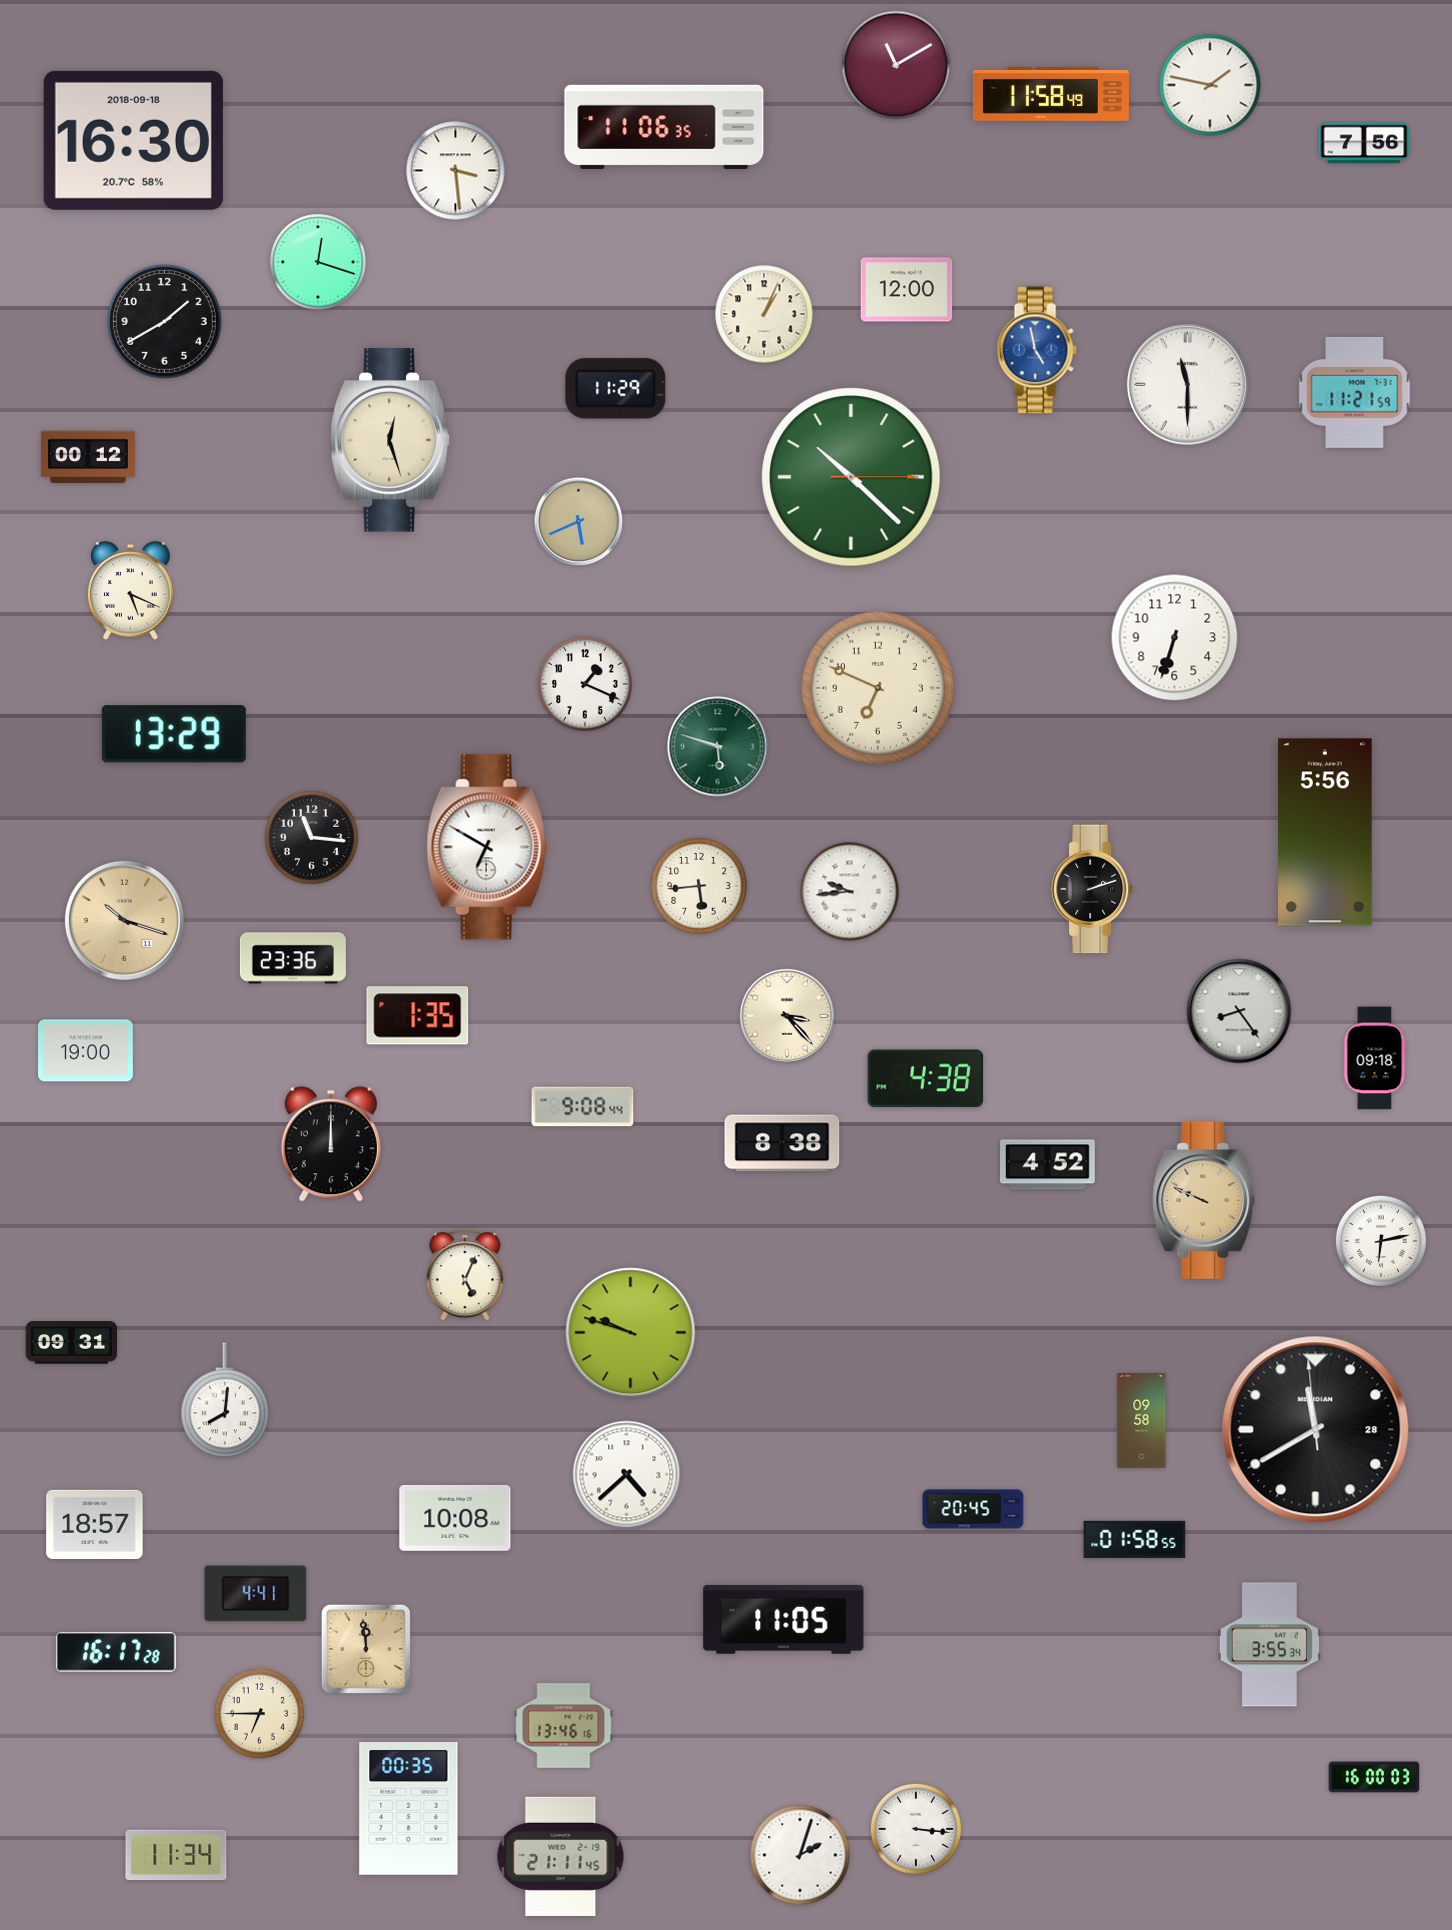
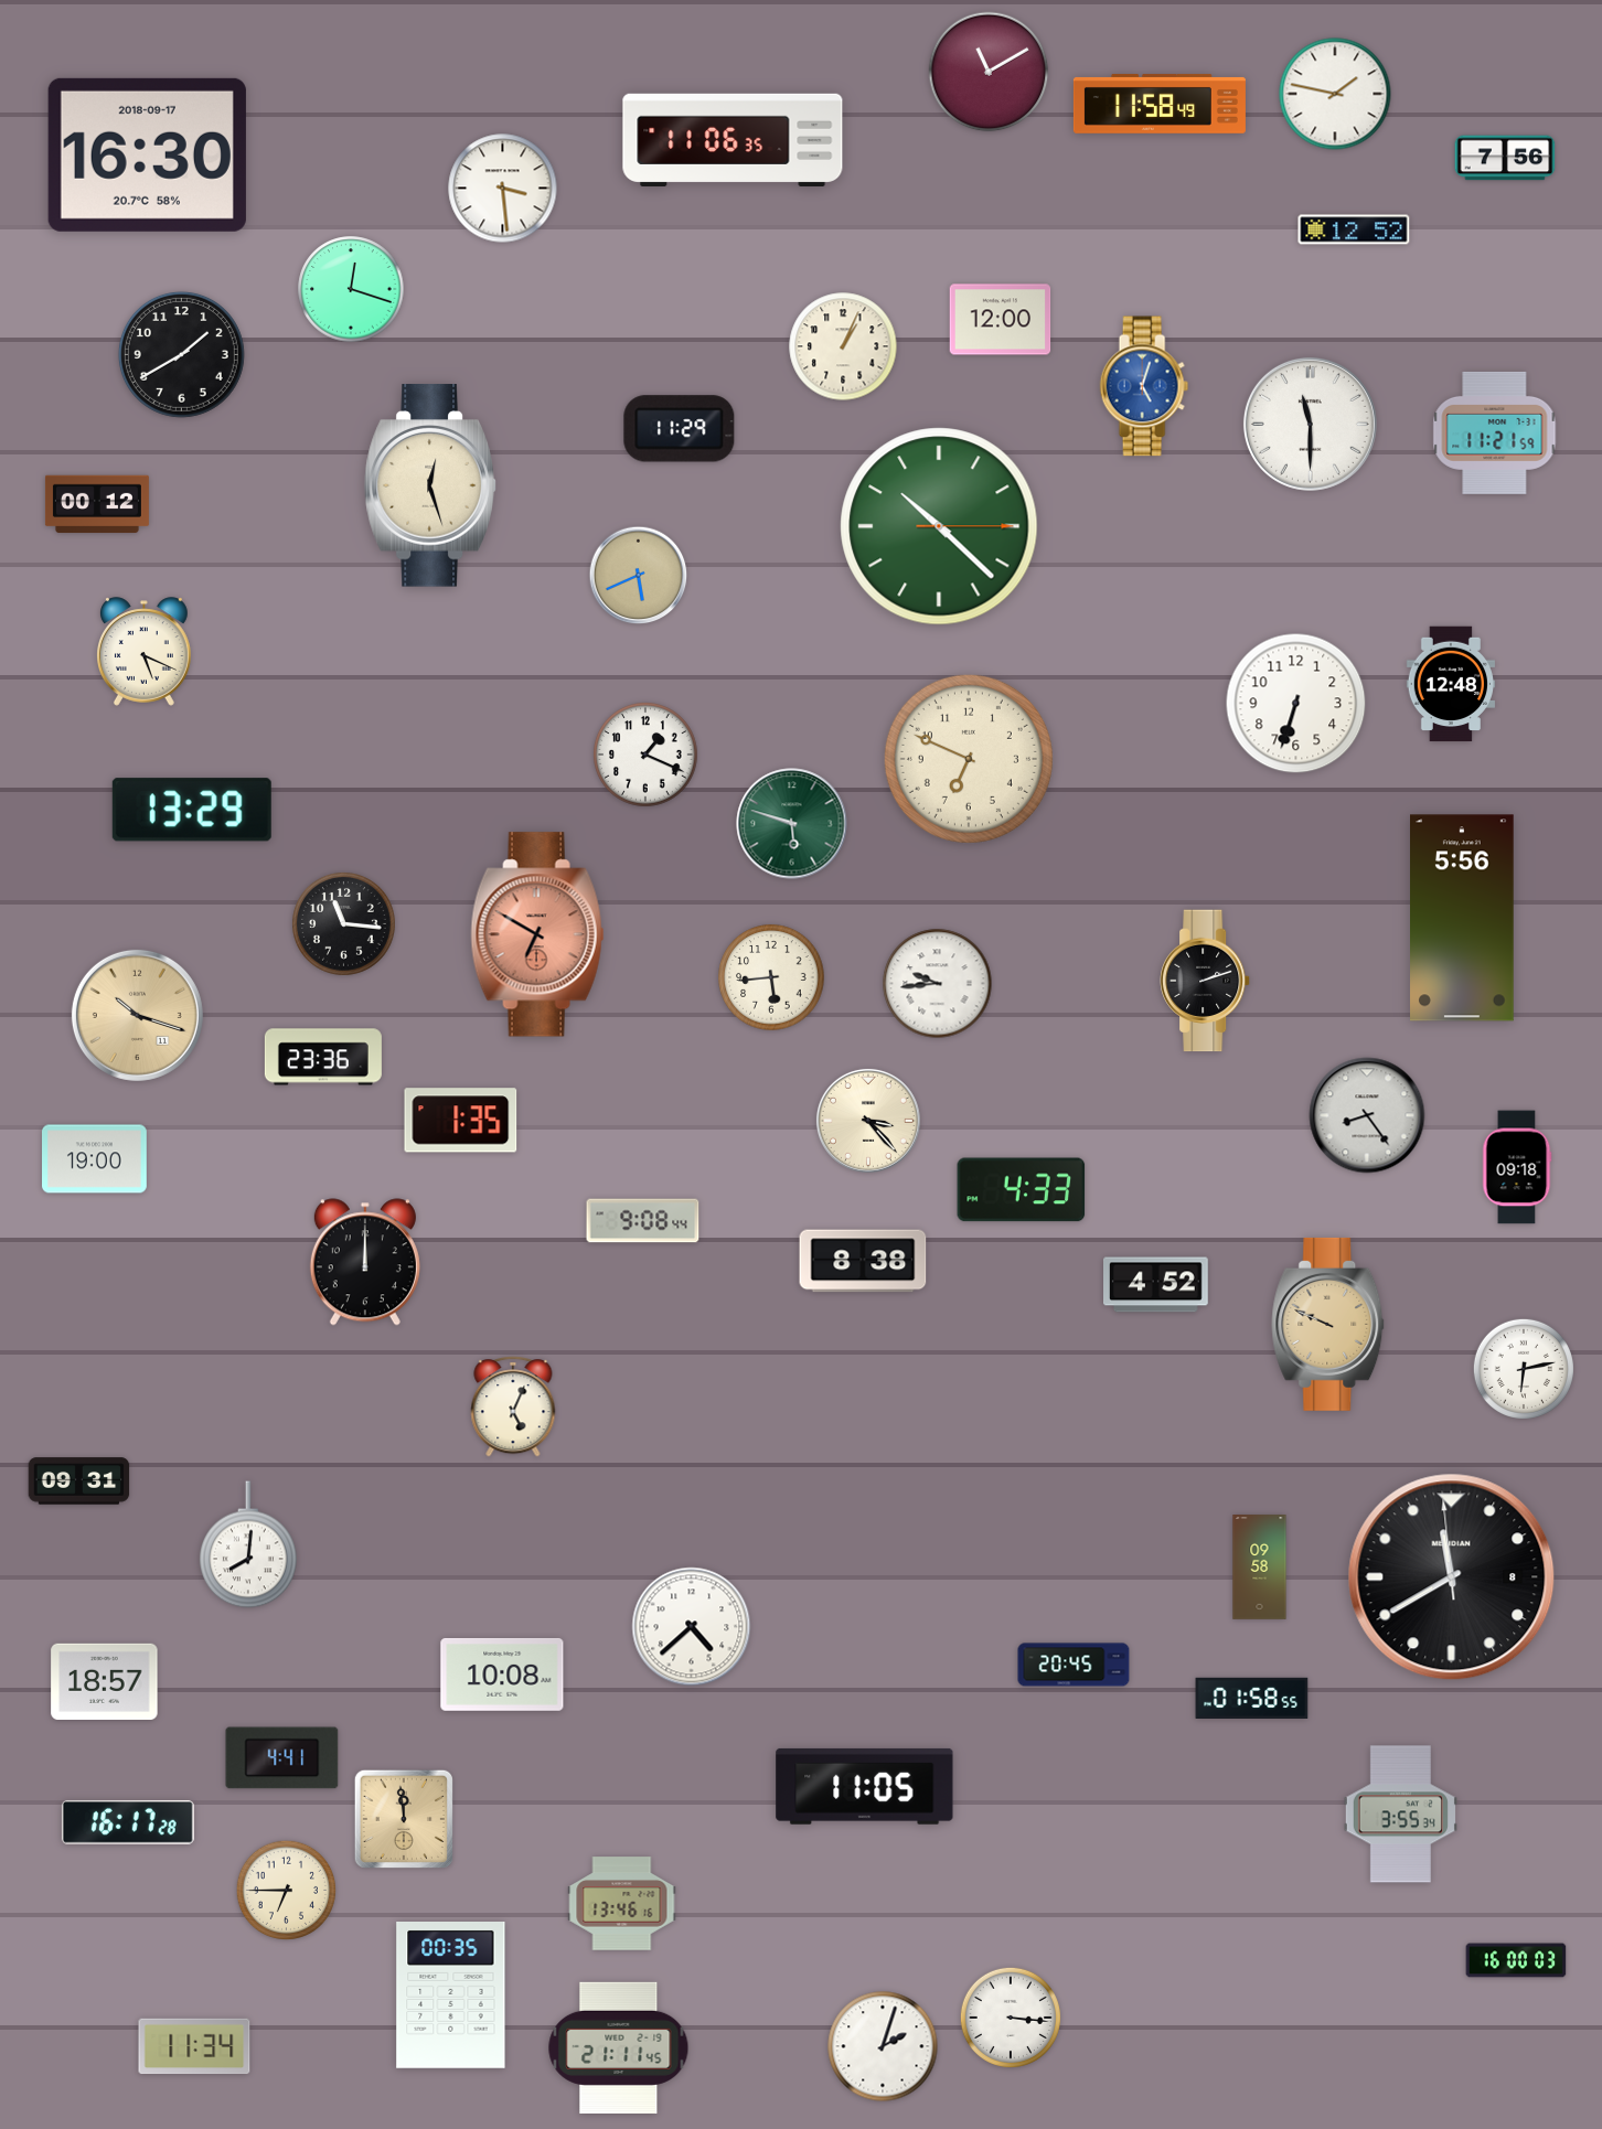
clock at (133, 140) date: 2018-09-18 -> 2018-09-17
clock at (1354, 229): none -> 12:52
clock at (1037, 350): 4:58 -> 5:03
clock at (1450, 684): none -> 12:48
clock at (487, 847) dial: white -> salmon
clock at (926, 1079): 4:38 -> 4:33
clock at (631, 1333): 9:48 -> none
clock at (1316, 1430) date: 28 -> 8
